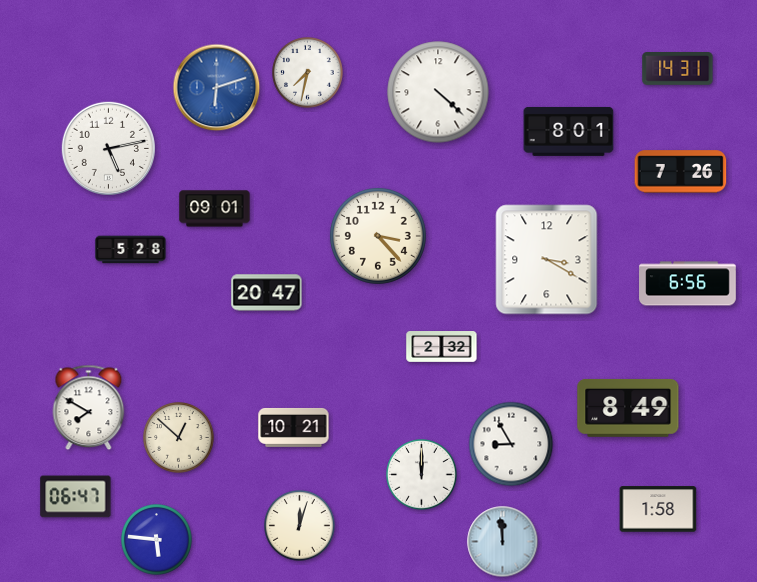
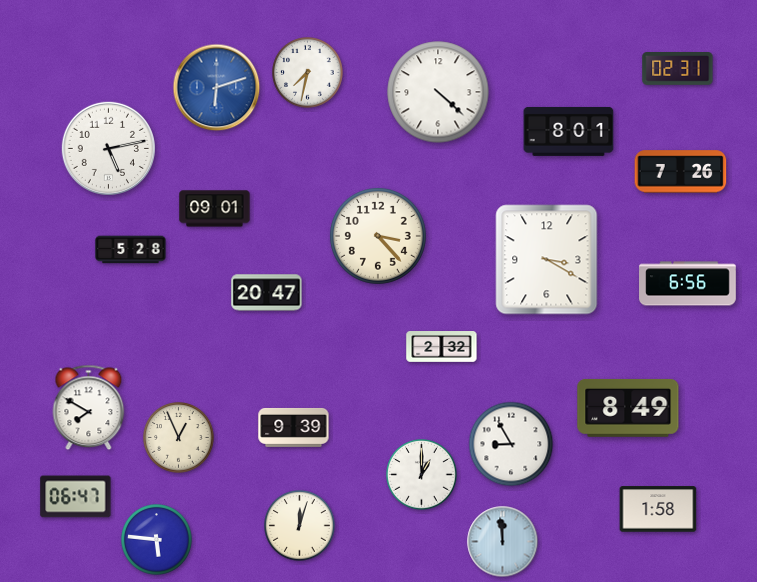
clock at (678, 69): 14:31 -> 02:31
clock at (294, 427): 10:21 -> 9:39
clock at (179, 438): 12:52 -> 12:56
clock at (422, 475): 12:00 -> 1:00
